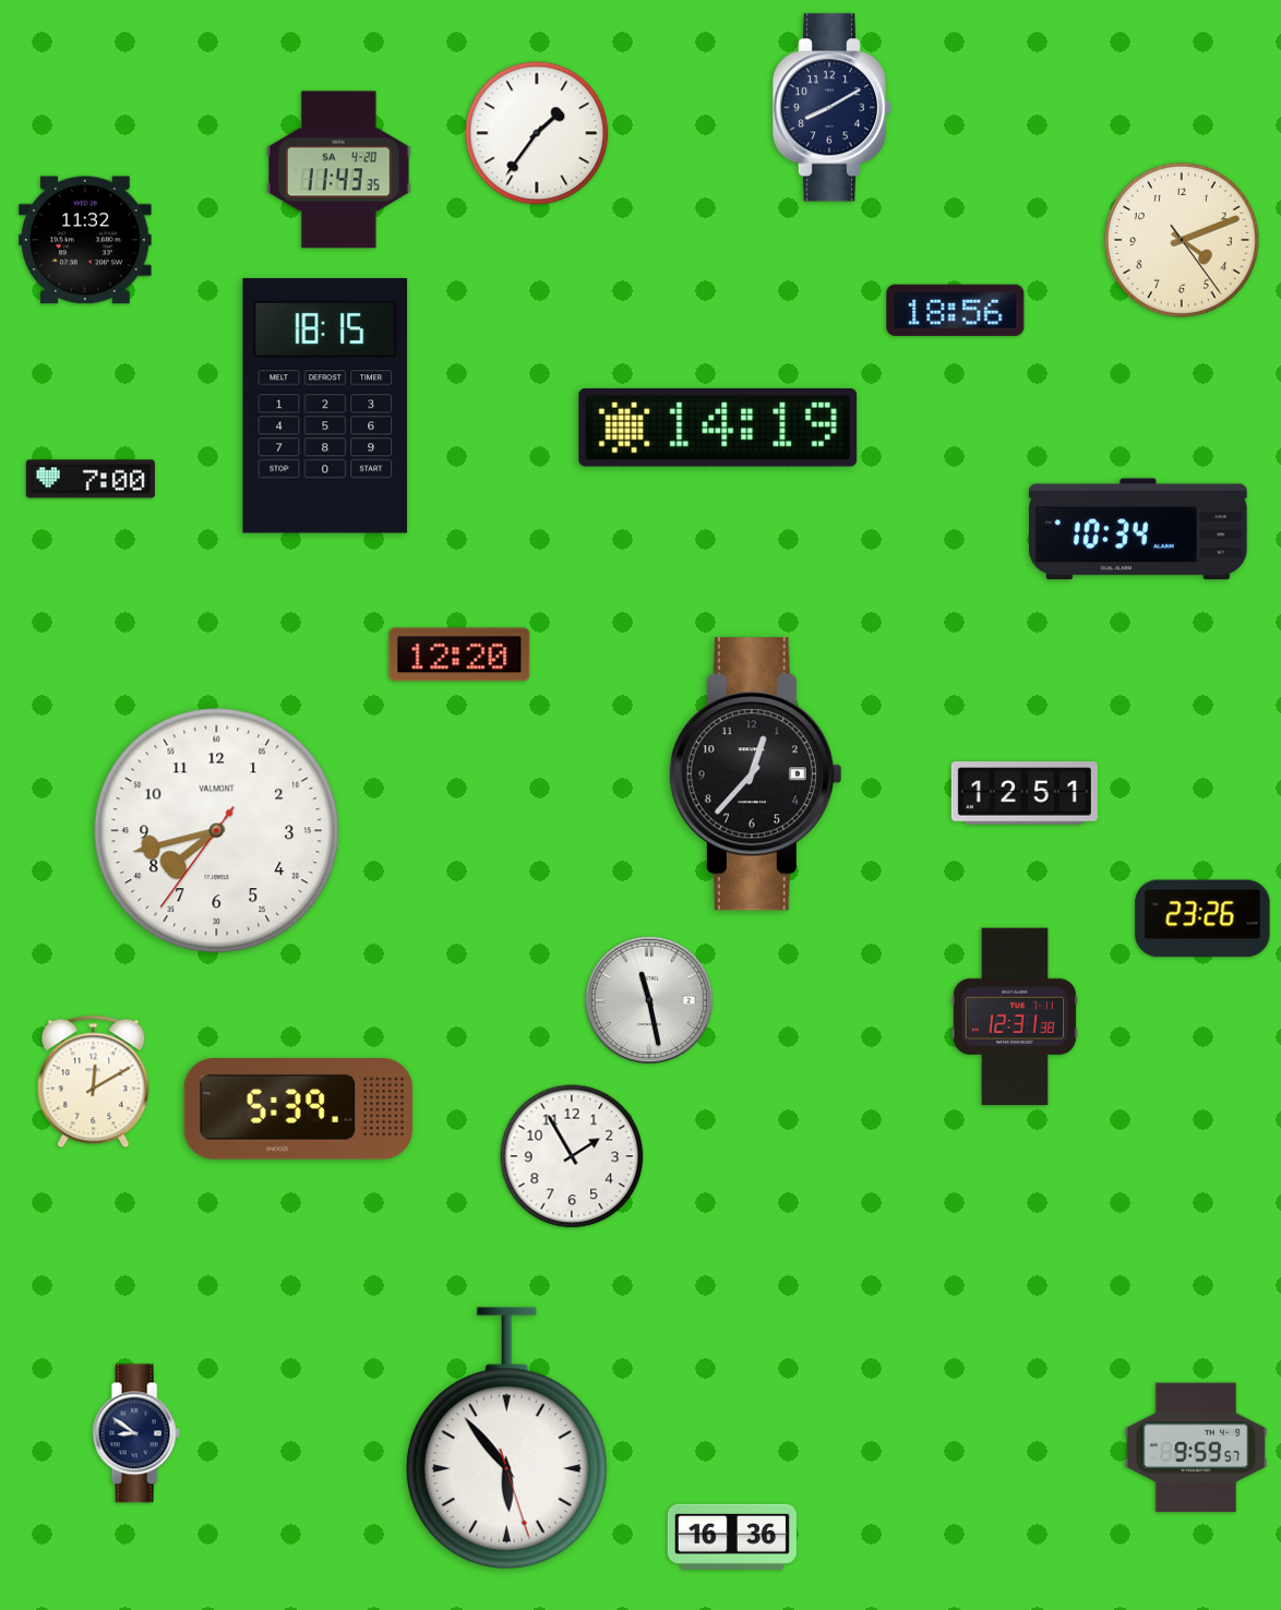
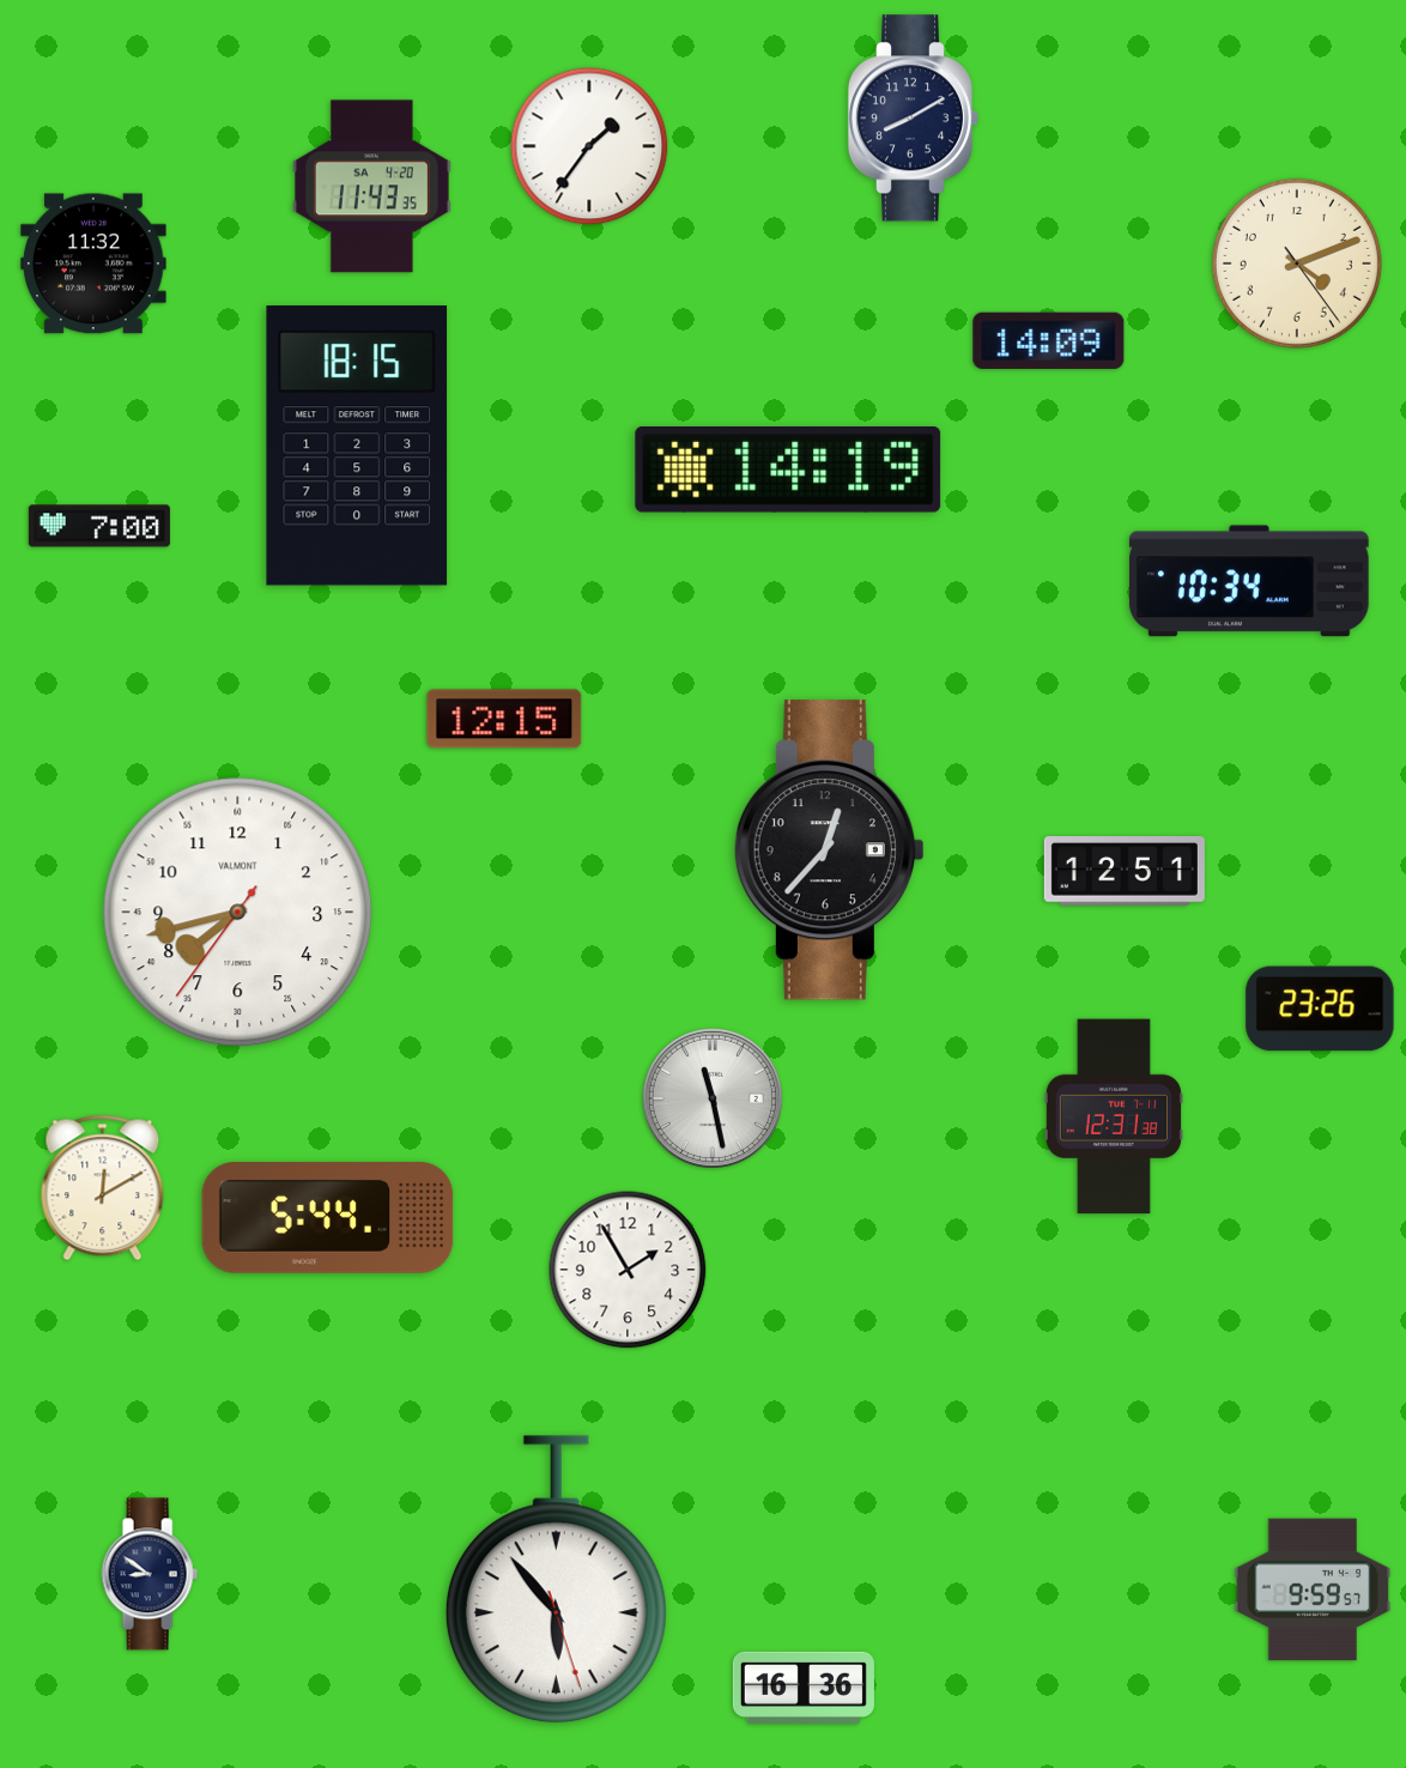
clock at (956, 310): 18:56 -> 14:09
clock at (459, 654): 12:20 -> 12:15
clock at (299, 1109): 5:39 -> 5:44
